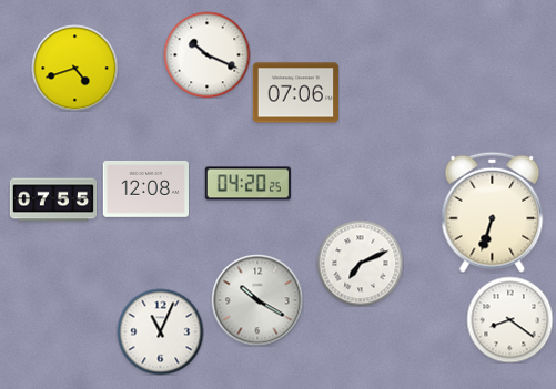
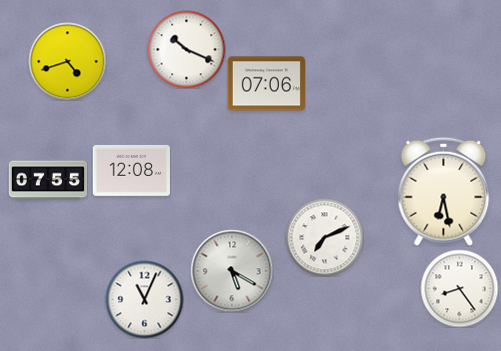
clock at (247, 184): 04:20 -> none
clock at (493, 212): 6:33 -> 6:28
clock at (257, 300): 10:20 -> 5:20
clock at (509, 319): 8:21 -> 8:24
